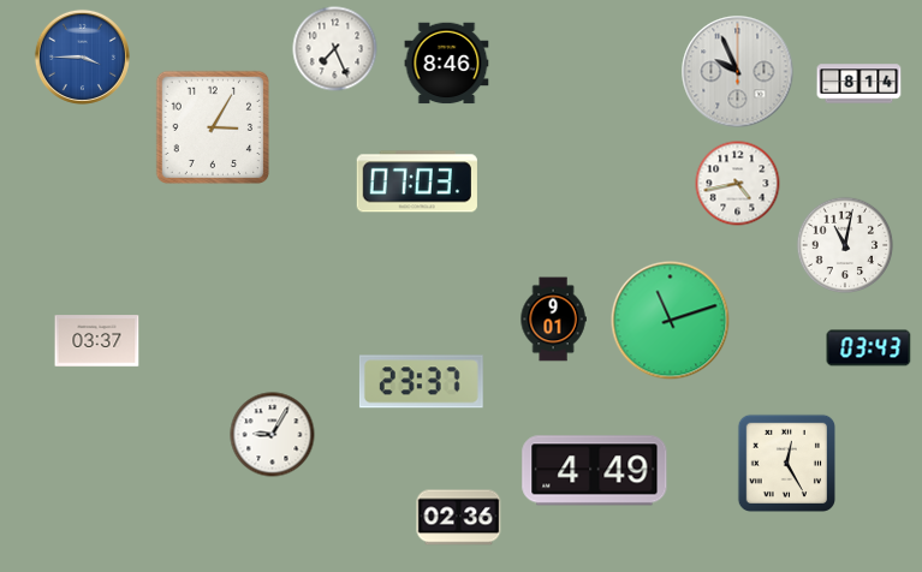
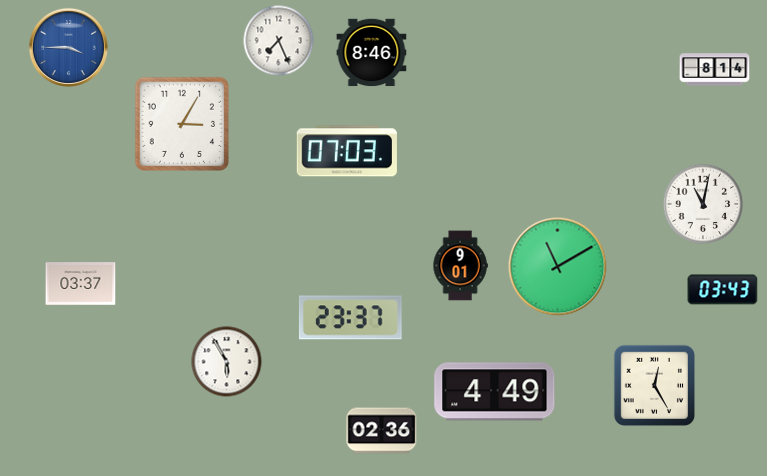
clock at (738, 72): 9:56 -> none
clock at (212, 126) position: (212, 126) -> (181, 123)
clock at (738, 184): 4:43 -> none
clock at (671, 321): 11:12 -> 11:10
clock at (273, 435): 9:05 -> 5:55
